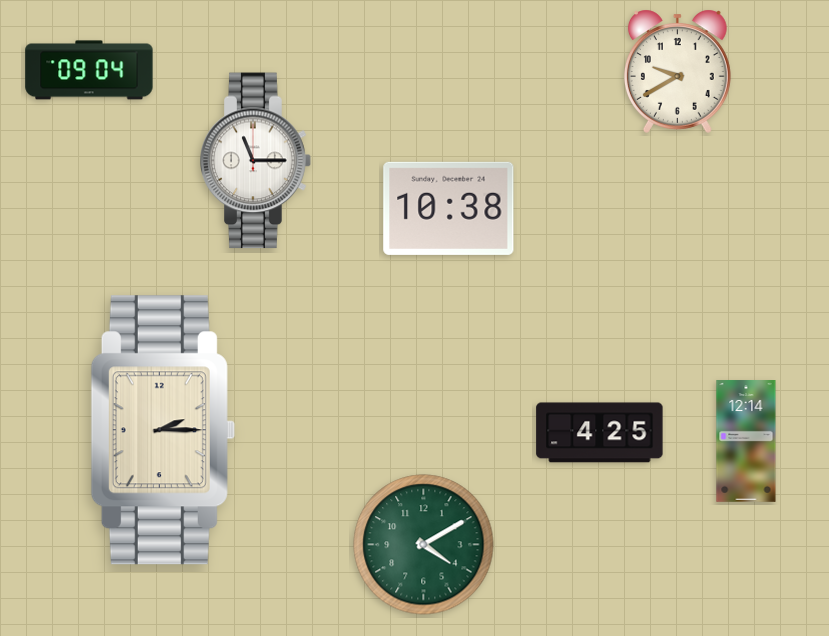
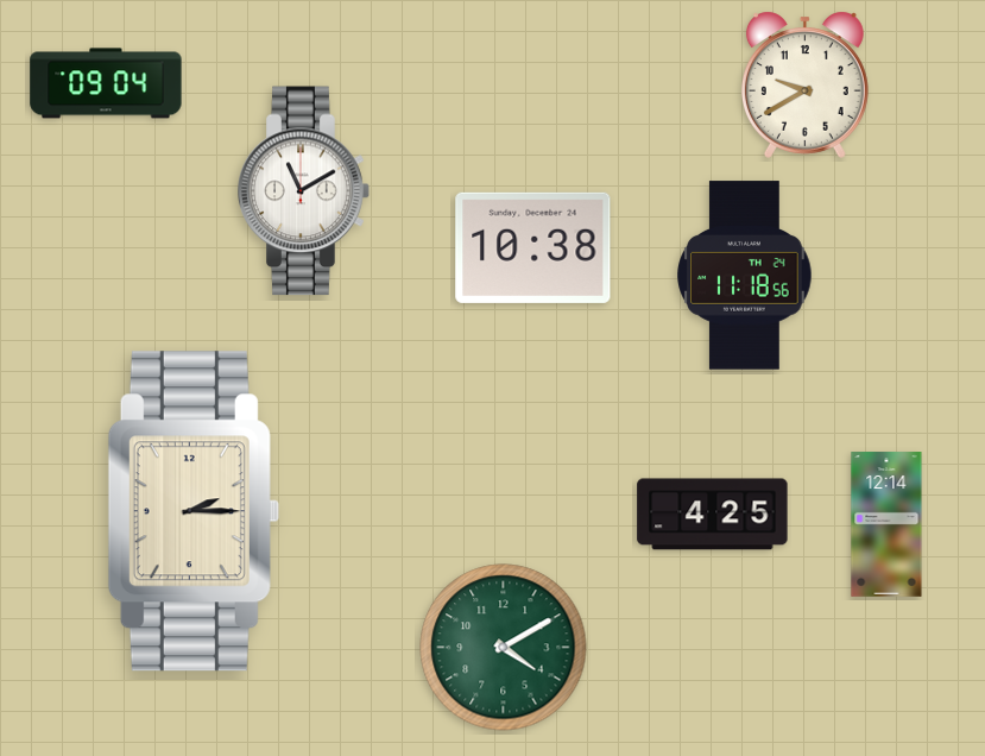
clock at (256, 161): 11:15 -> 11:10
clock at (745, 276): none -> 11:18
